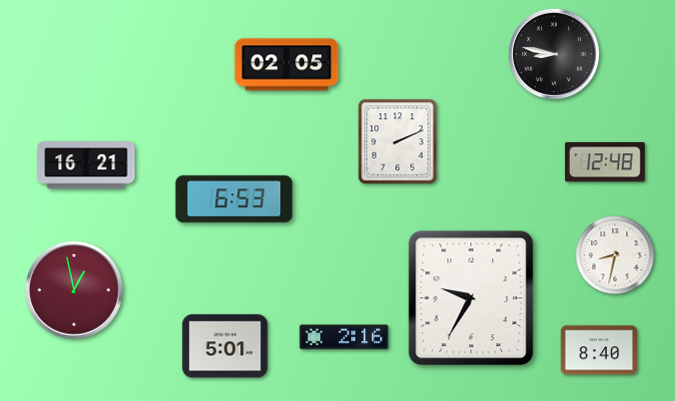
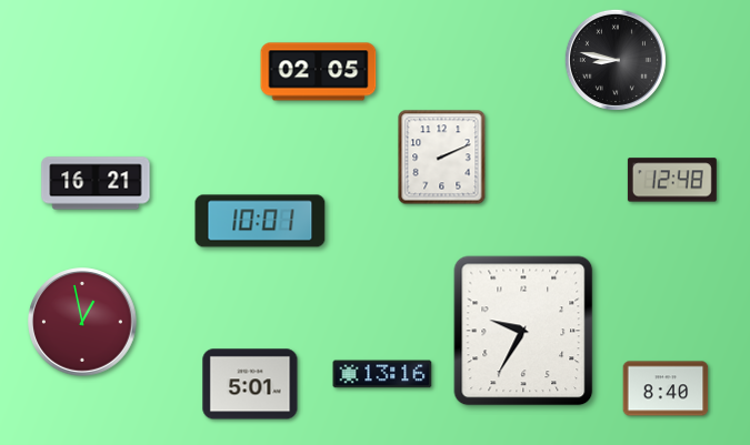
clock at (234, 199): 6:53 -> 10:01
clock at (615, 255): 8:32 -> none
clock at (344, 337): 2:16 -> 13:16
